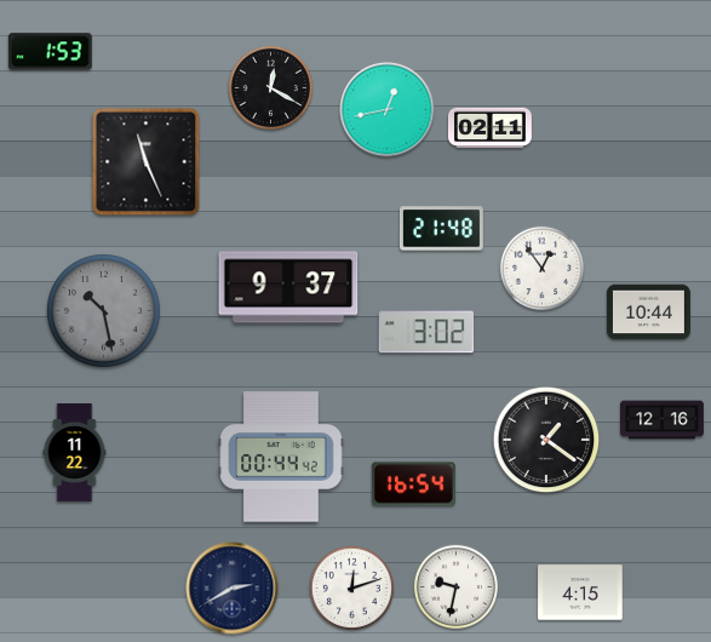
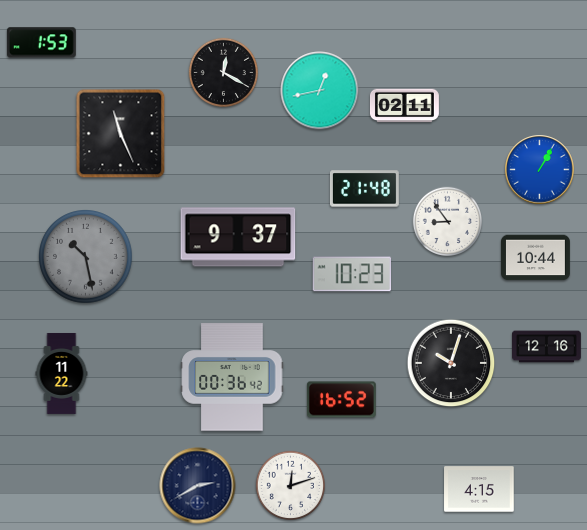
clock at (540, 170): none -> 1:05
clock at (541, 268): 12:54 -> 8:54
clock at (426, 332): 3:02 -> 10:23
clock at (546, 440): 1:21 -> 10:03
clock at (281, 457): 00:44 -> 00:36
clock at (413, 485): 16:54 -> 16:52
clock at (455, 586): 9:32 -> none
clock at (233, 589) position: (233, 589) -> (198, 486)
